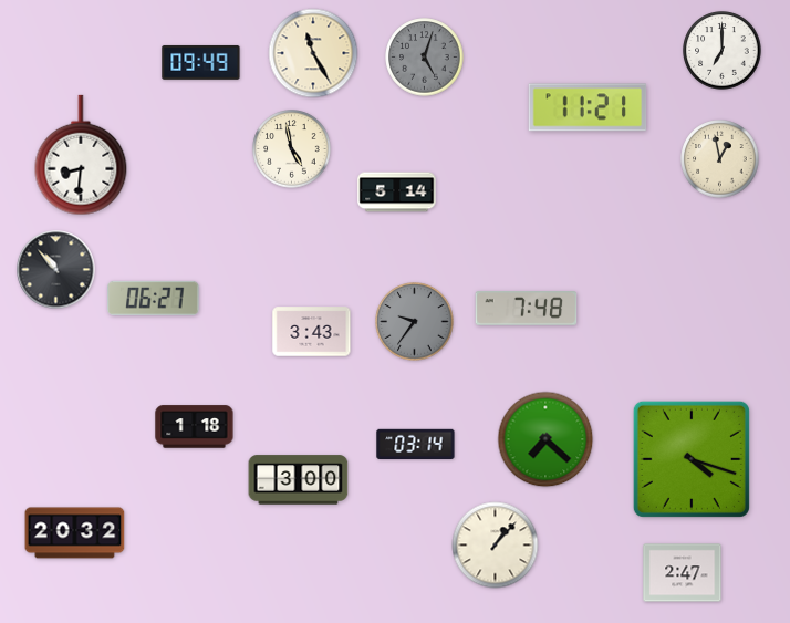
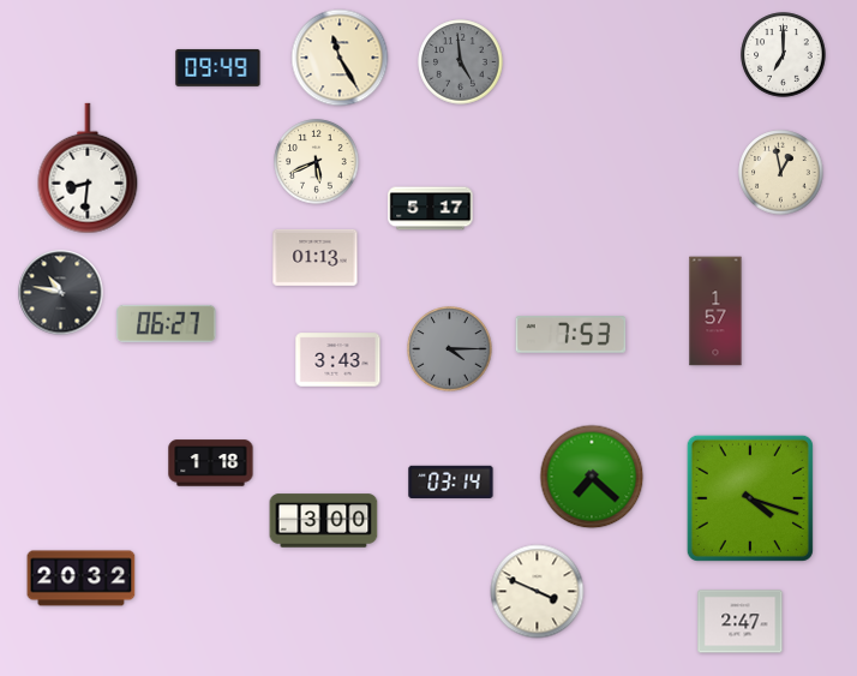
clock at (425, 58): 5:03 -> 4:59
clock at (588, 107): 11:21 -> none
clock at (292, 149): 4:58 -> 5:41
clock at (397, 193): 5:14 -> 5:17
clock at (316, 257): none -> 01:13
clock at (56, 270): 10:53 -> 10:47
clock at (715, 311): none -> 1:57
clock at (527, 309): 7:48 -> 7:53
clock at (415, 322): 9:36 -> 4:15
clock at (496, 546): 1:07 -> 3:49
